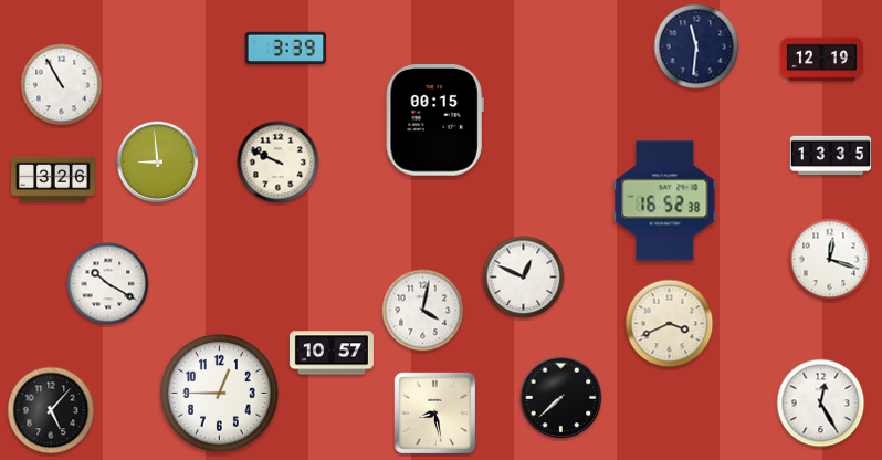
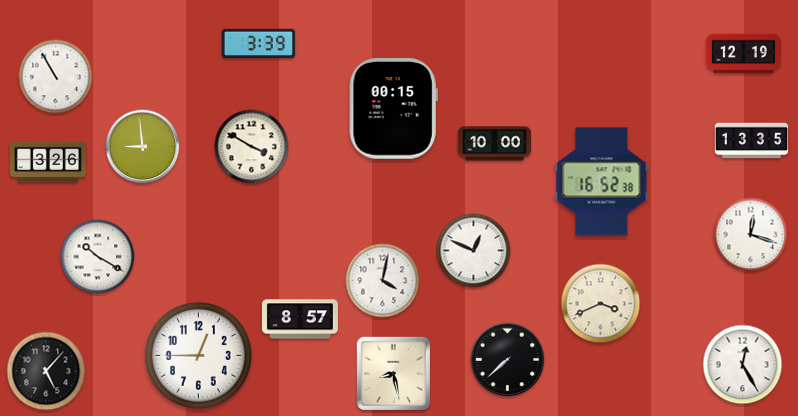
clock at (696, 46): 11:31 -> none
clock at (495, 144): none -> 10:00
clock at (279, 163): 9:49 -> 3:50
clock at (670, 324) position: (670, 324) -> (601, 304)
clock at (332, 353): 10:57 -> 8:57
